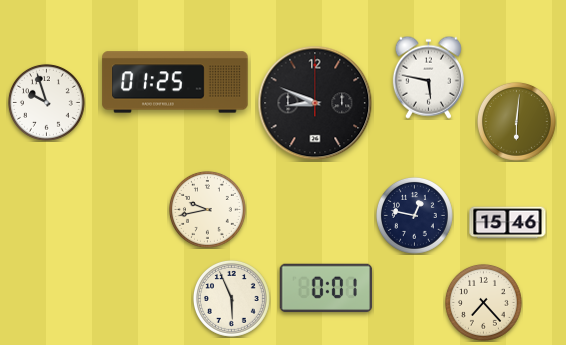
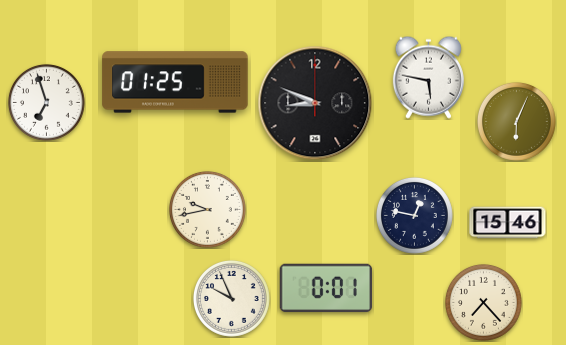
clock at (47, 103): 9:57 -> 6:57
clock at (516, 121): 6:01 -> 6:04
clock at (232, 299): 5:56 -> 9:56
